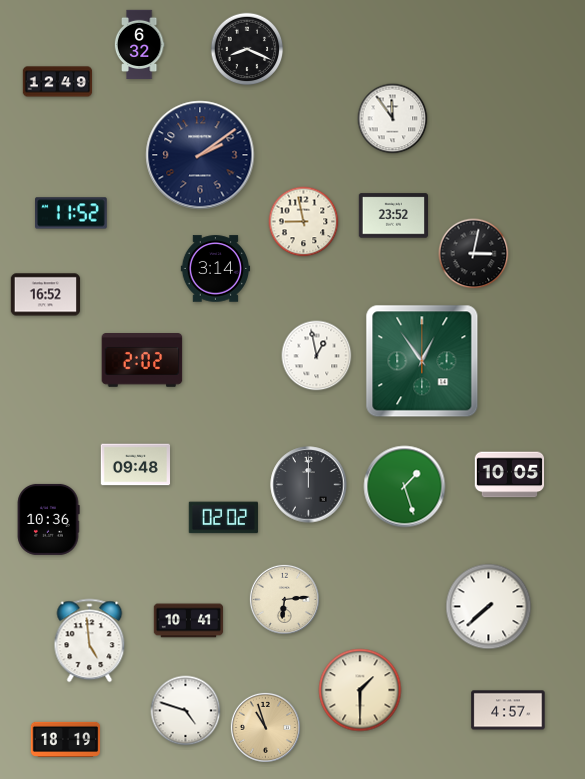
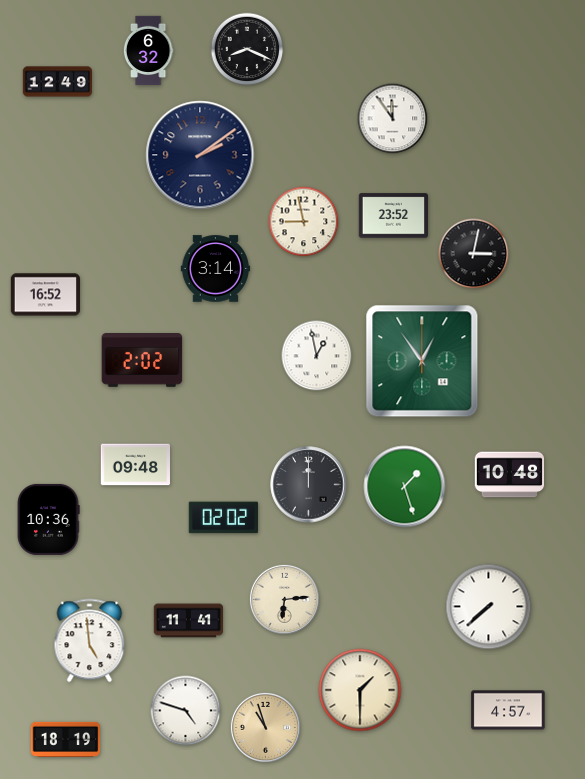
clock at (139, 45) position: (139, 45) -> (148, 51)
clock at (72, 213): 11:52 -> none
clock at (510, 475): 10:05 -> 10:48
clock at (189, 621): 10:41 -> 11:41
